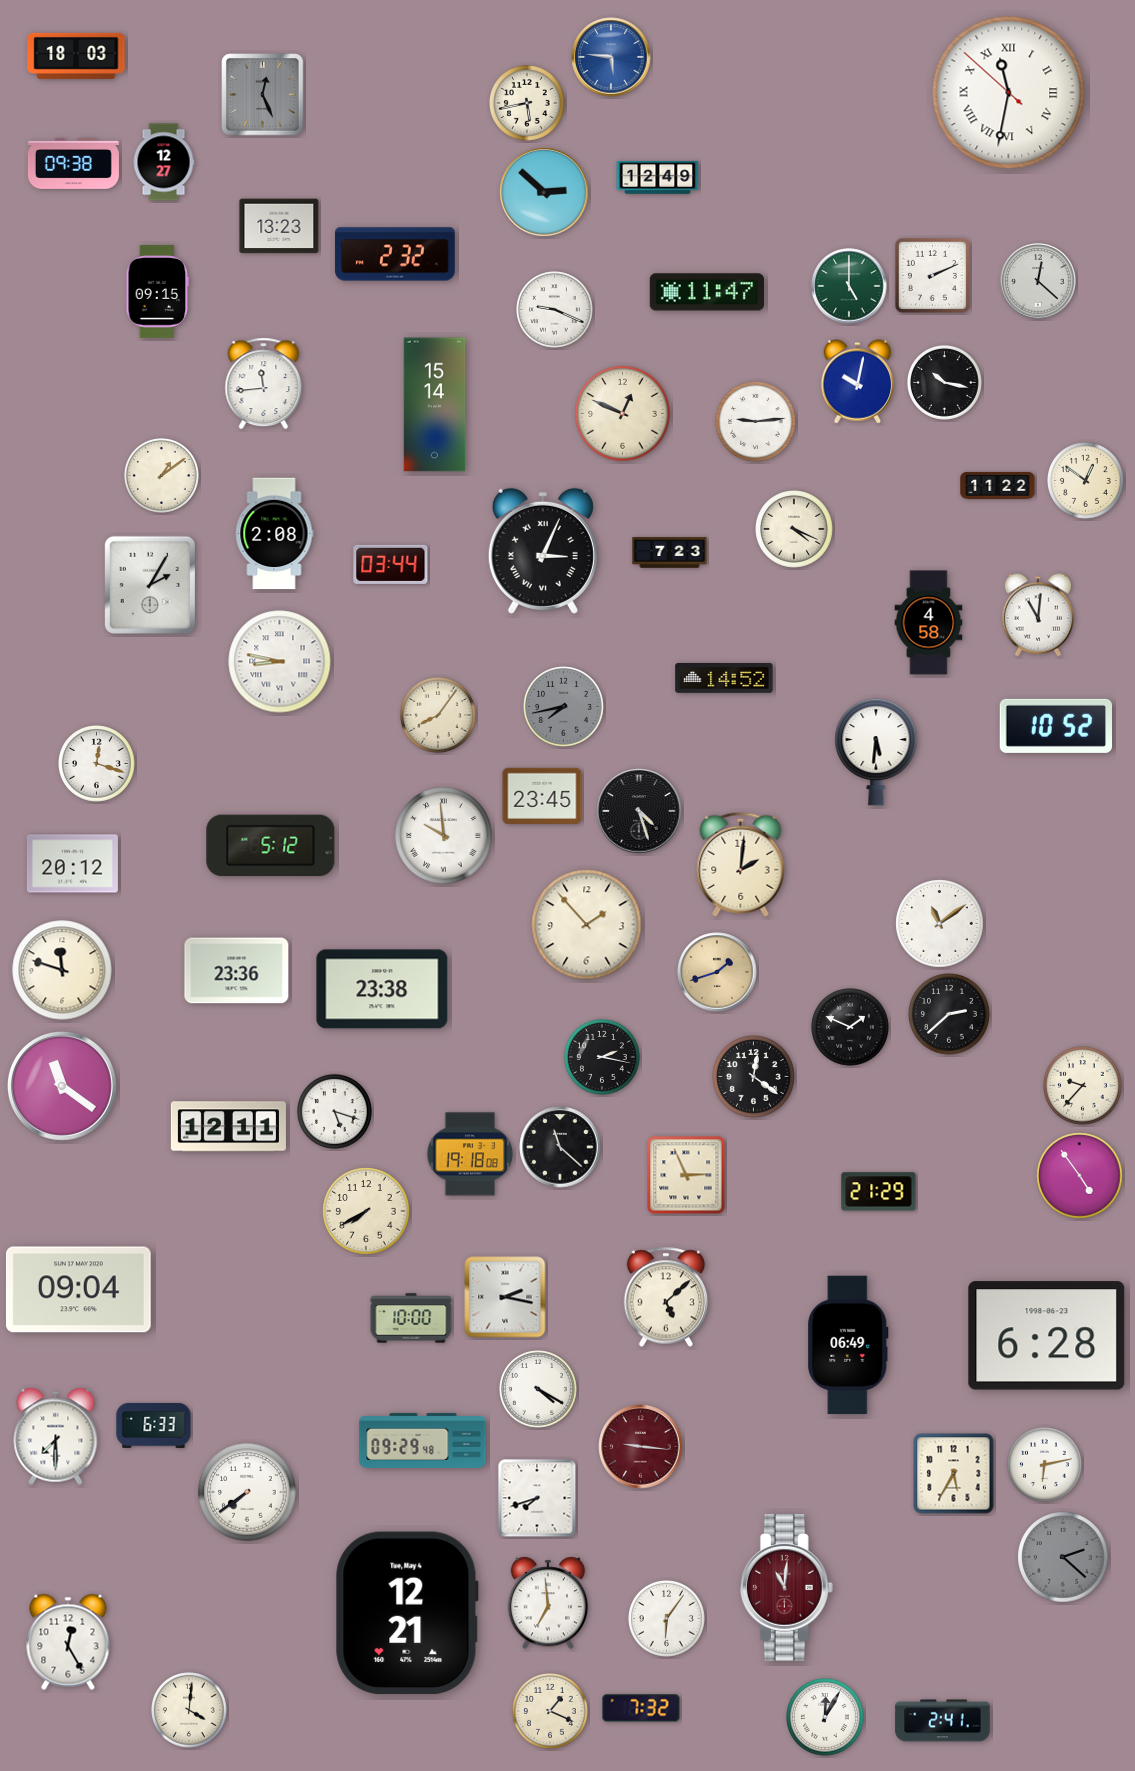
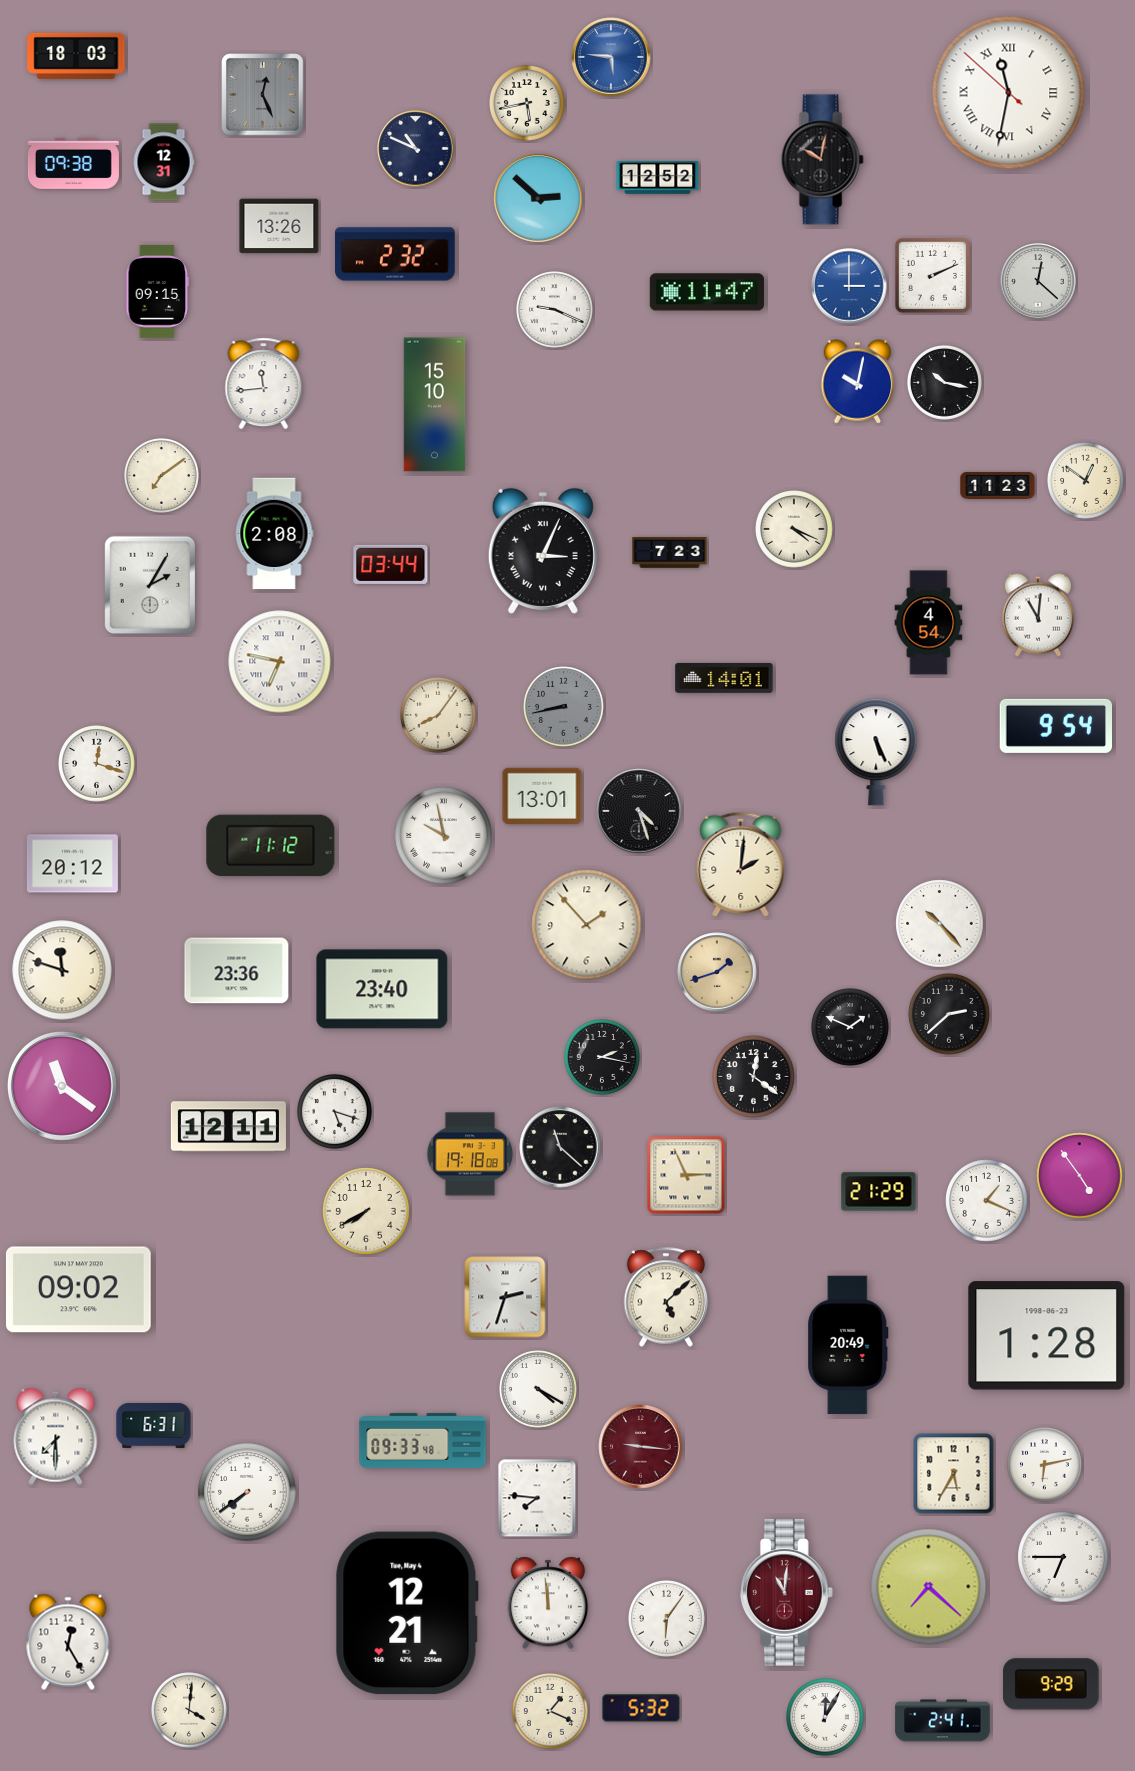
clock at (416, 149): none -> 10:49
clock at (822, 160): none -> 10:02
clock at (164, 162): 12:27 -> 12:31
clock at (658, 178): 12:49 -> 12:52
clock at (544, 192) position: (544, 192) -> (538, 198)
clock at (279, 226): 13:23 -> 13:26
clock at (849, 286): 5:00 -> 3:00
clock at (849, 286) dial: green -> blue
clock at (435, 405): 15:14 -> 15:10
clock at (623, 414): 12:49 -> none
clock at (756, 422): 9:14 -> none
clock at (162, 476): 1:09 -> 7:09
clock at (998, 485): 11:22 -> 11:23
clock at (929, 623): 4:58 -> 4:54
clock at (280, 662): 8:47 -> 6:47
clock at (724, 678): 14:52 -> 14:01
clock at (564, 707): 7:43 -> 8:43
clock at (1055, 726): 10:52 -> 9:54
clock at (876, 752): 5:31 -> 5:26
clock at (542, 795): 23:45 -> 13:01
clock at (444, 836): 9:59 -> 9:58
clock at (271, 846): 5:12 -> 11:12
clock at (940, 924): 11:09 -> 10:23
clock at (382, 989): 23:38 -> 23:40
clock at (1083, 1086): 9:37 -> none
clock at (987, 1201): none -> 1:19
clock at (78, 1290): 09:04 -> 09:02
clock at (505, 1297): 2:17 -> 2:33
clock at (411, 1318): 10:00 -> none
clock at (1047, 1336): 6:28 -> 1:28
clock at (848, 1345): 06:49 -> 20:49
clock at (154, 1425): 6:33 -> 6:31
clock at (423, 1440): 09:29 -> 09:33
clock at (537, 1498): 7:42 -> 7:46
clock at (1063, 1557): 2:22 -> 6:45
clock at (1063, 1557) dial: grey -> white
clock at (929, 1587): none -> 7:22
clock at (786, 1588) position: (786, 1588) -> (786, 1593)
clock at (547, 1603): 6:59 -> 11:59
clock at (1051, 1684): none -> 9:29
clock at (641, 1708): 7:32 -> 5:32
